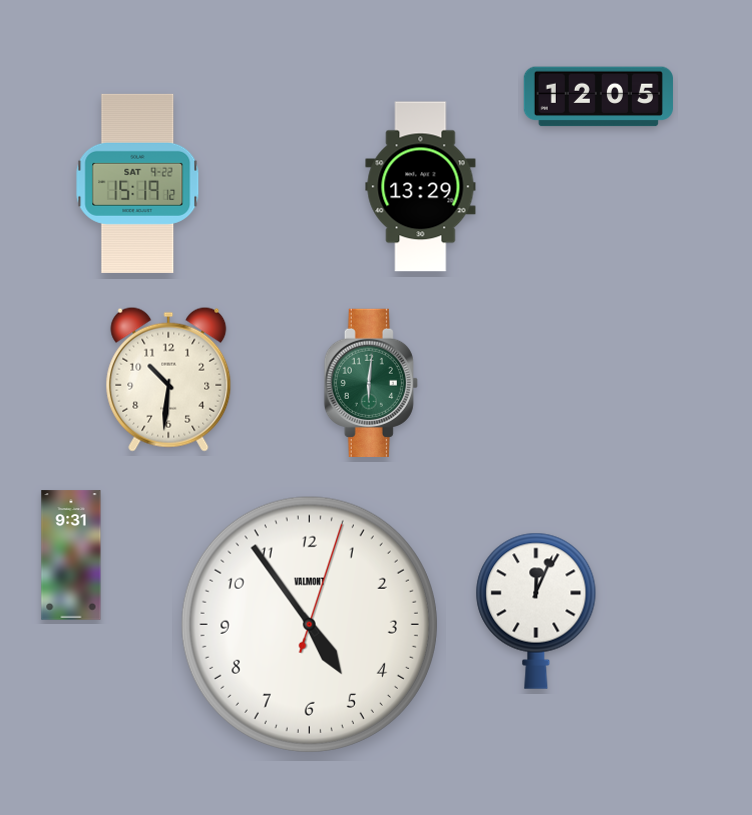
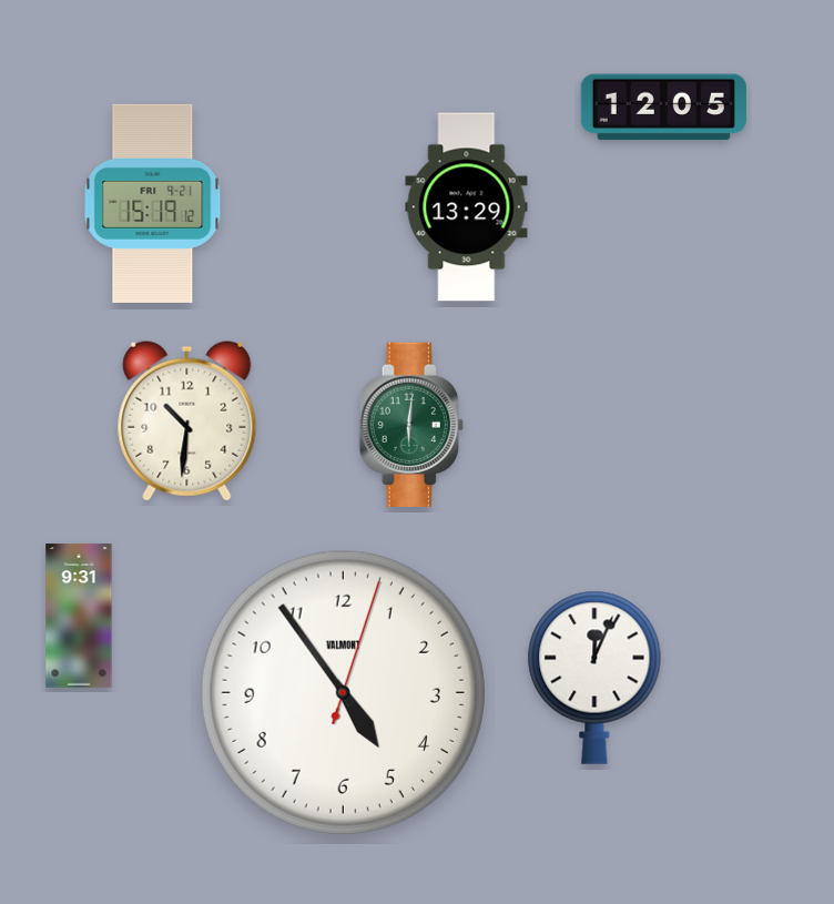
clock at (138, 183) date: SAT 9-22 -> FRI 9-21
